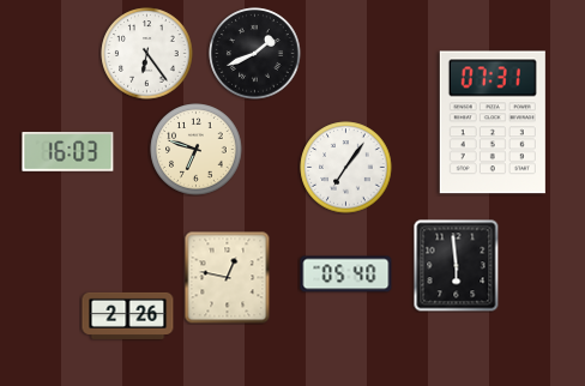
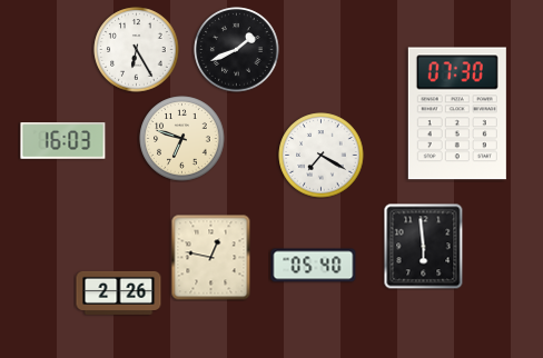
clock at (147, 54): 6:24 -> 6:25
clock at (493, 122): 07:31 -> 07:30
clock at (346, 168): 7:06 -> 7:20
clock at (346, 275) position: (346, 275) -> (314, 266)
